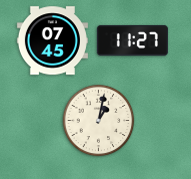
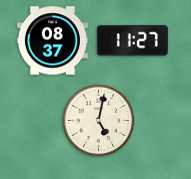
clock at (52, 41): 07:45 -> 08:37
clock at (99, 121): 1:02 -> 5:02
